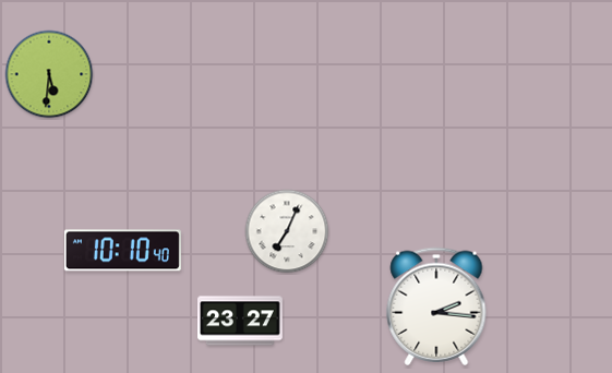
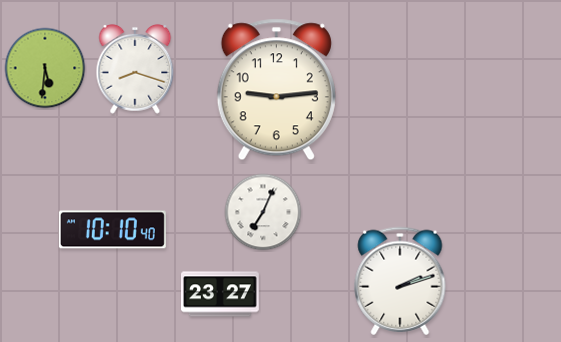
clock at (135, 69): none -> 8:18
clock at (276, 90): none -> 9:14
clock at (436, 306): 2:16 -> 2:12
